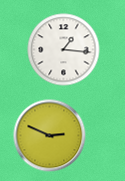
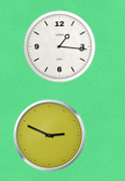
clock at (64, 50) position: (64, 50) -> (60, 47)
